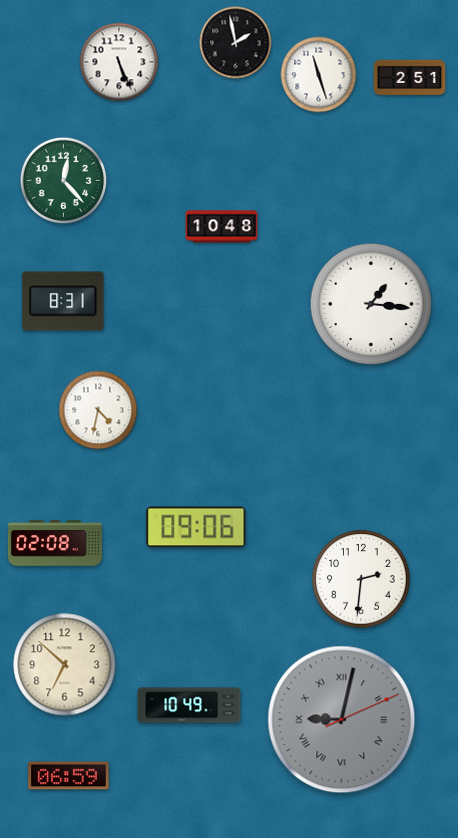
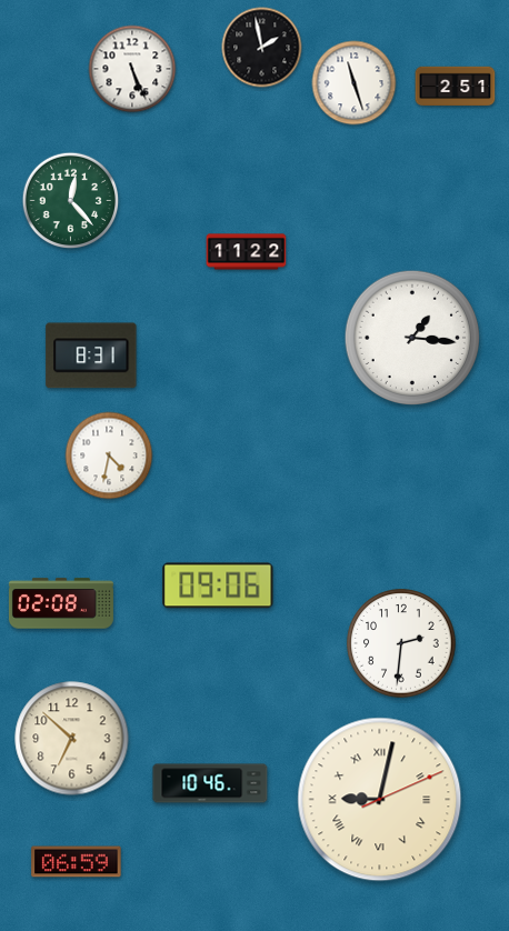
clock at (222, 227): 10:48 -> 11:22
clock at (63, 301) position: (63, 301) -> (91, 356)
clock at (189, 705): 10:49 -> 10:46
clock at (342, 720) dial: grey -> cream
